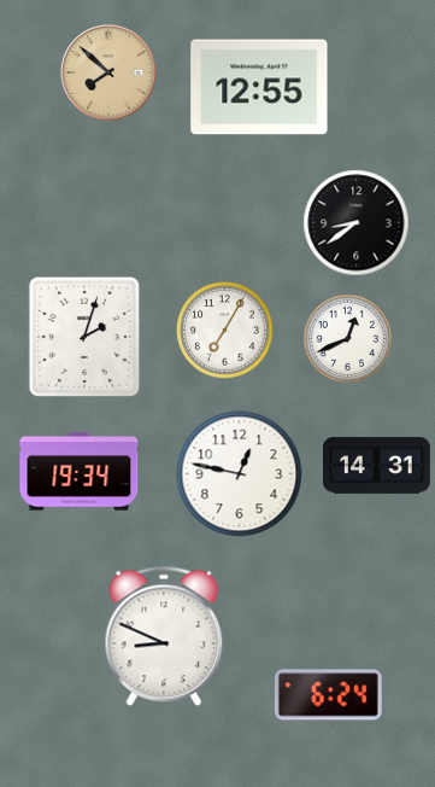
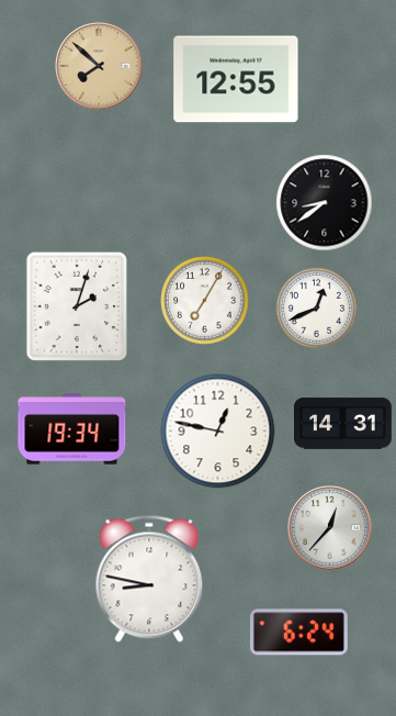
clock at (330, 528): none -> 12:37
clock at (164, 636): 8:49 -> 8:47
